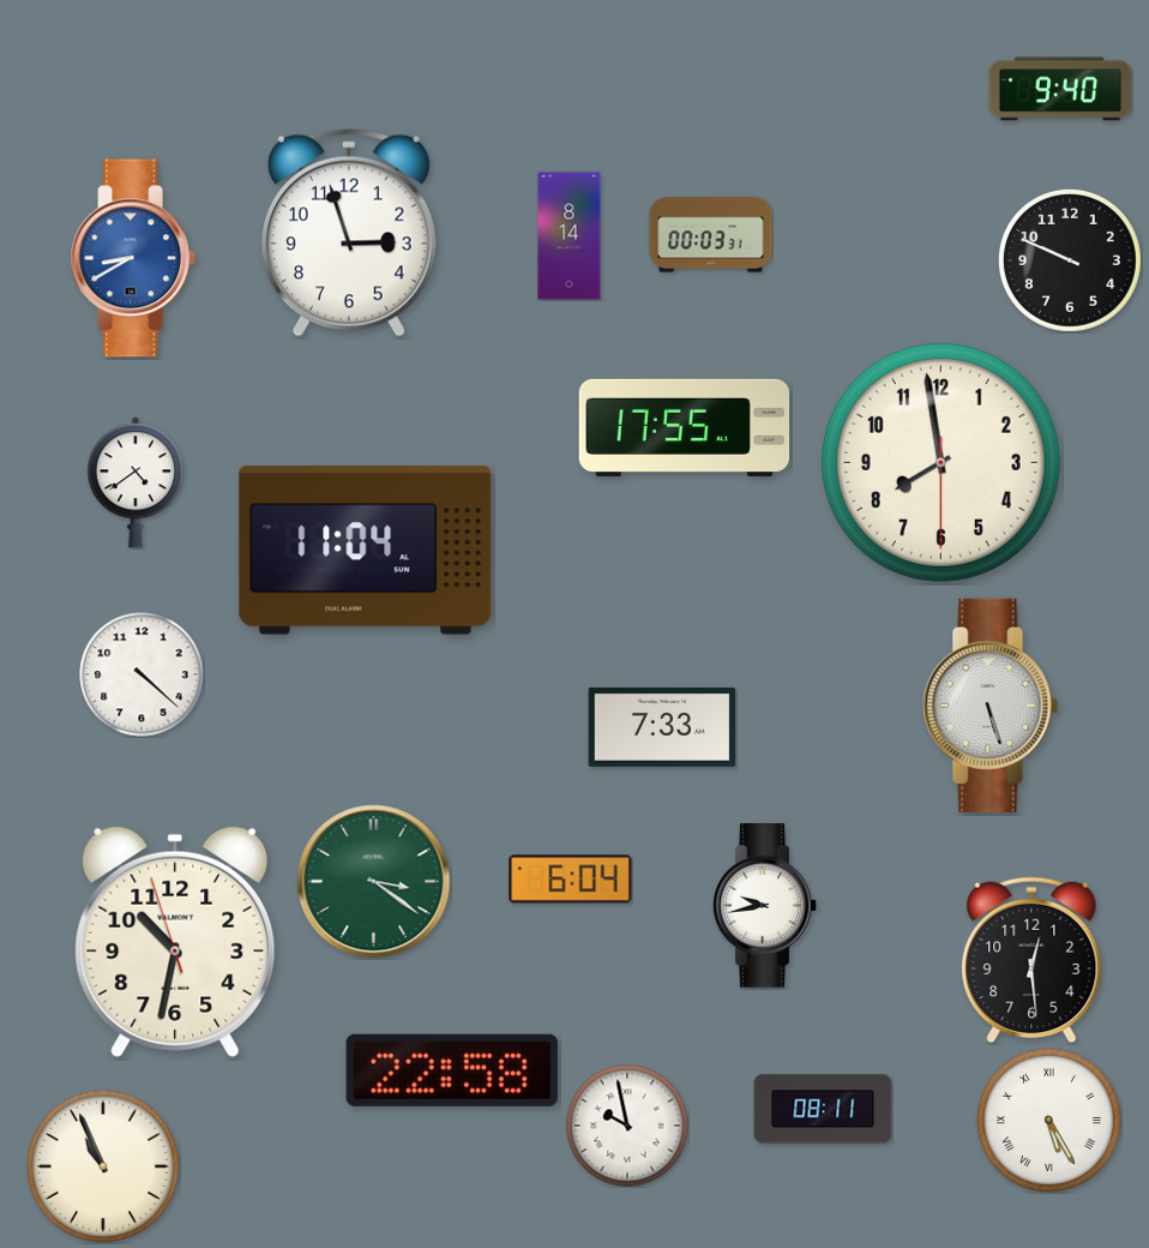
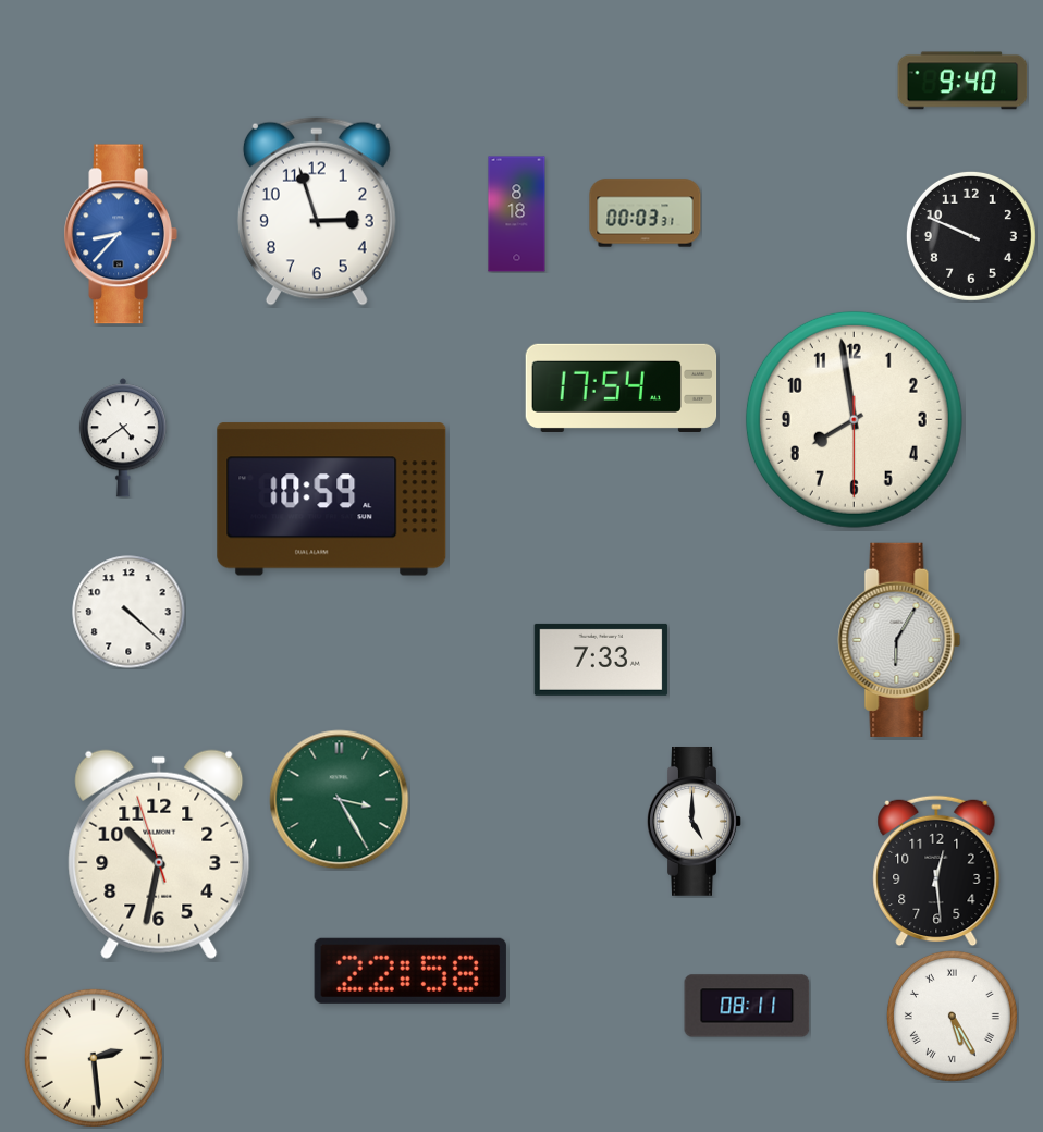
clock at (570, 236): 8:14 -> 8:18
clock at (132, 258): 8:40 -> 8:37
clock at (685, 427): 17:55 -> 17:54
clock at (366, 551): 11:04 -> 10:59
clock at (991, 706): 5:27 -> 6:05
clock at (571, 880): 6:04 -> none
clock at (374, 882): 3:21 -> 3:25
clock at (765, 905): 9:43 -> 5:00
clock at (627, 1126): 9:58 -> none
clock at (103, 1166): 10:56 -> 2:29
